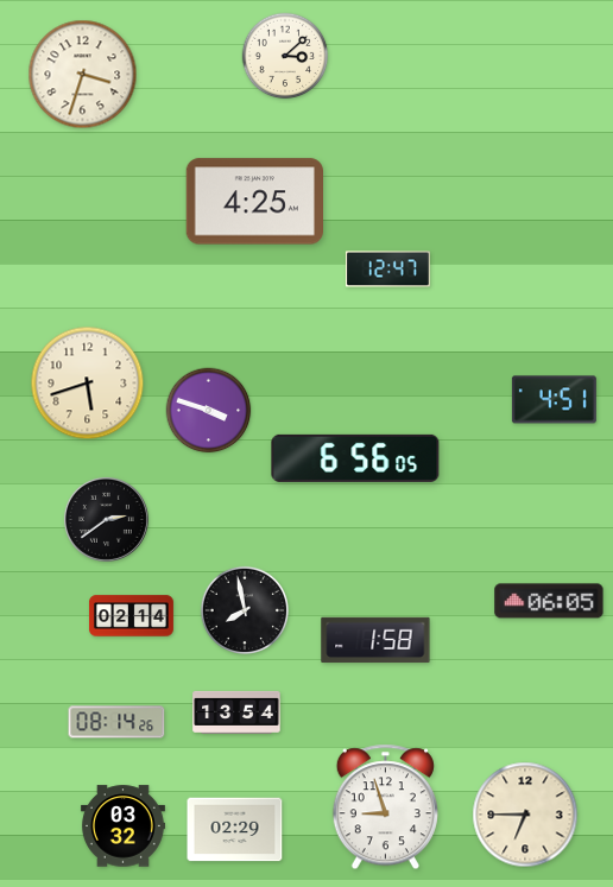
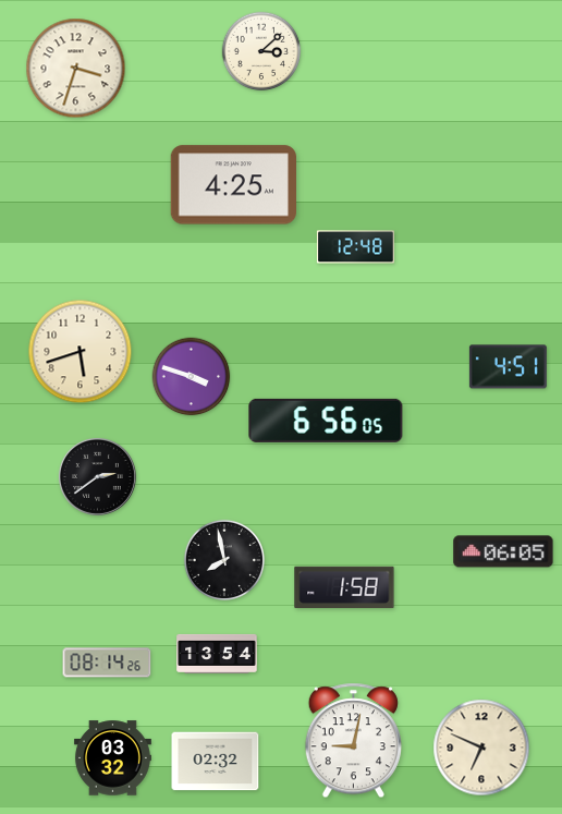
clock at (387, 270): 12:47 -> 12:48
clock at (131, 616): 02:14 -> none
clock at (385, 807): 8:57 -> 9:02
clock at (525, 815): 6:45 -> 6:49
clock at (235, 830): 02:29 -> 02:32
